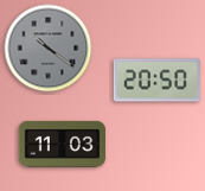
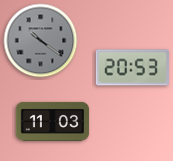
clock at (156, 81): 20:50 -> 20:53
